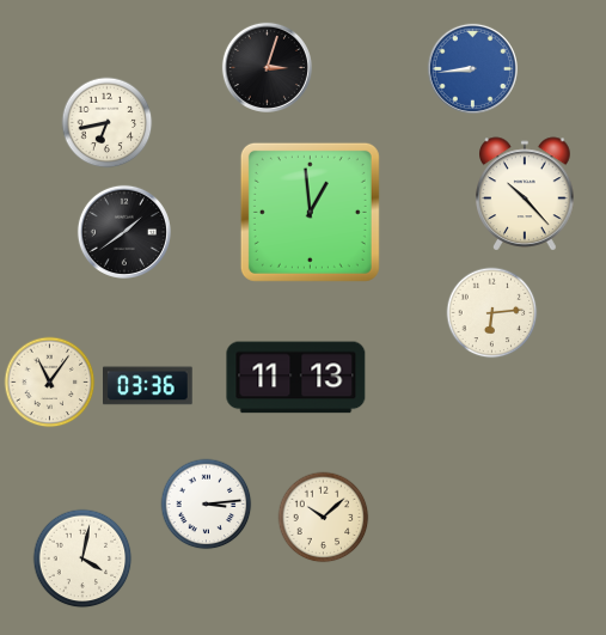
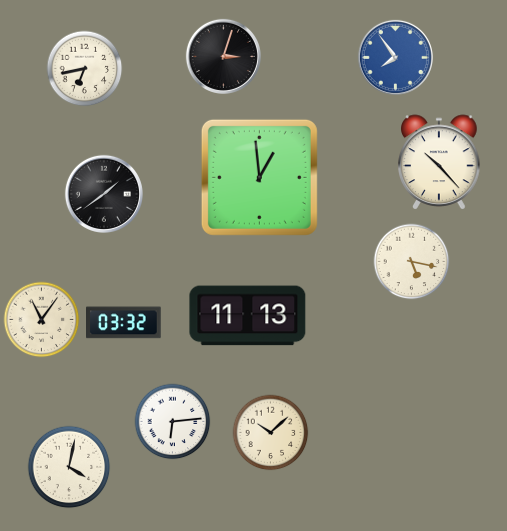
clock at (472, 68): 8:44 -> 7:54
clock at (108, 123) position: (108, 123) -> (85, 69)
clock at (492, 313): 6:14 -> 5:17
clock at (148, 386): 03:36 -> 03:32
clock at (207, 505): 3:14 -> 6:14
